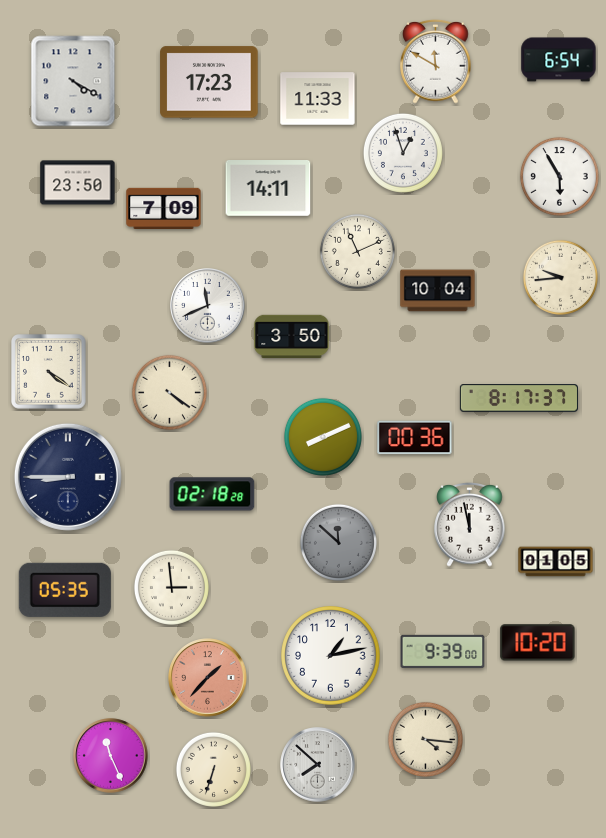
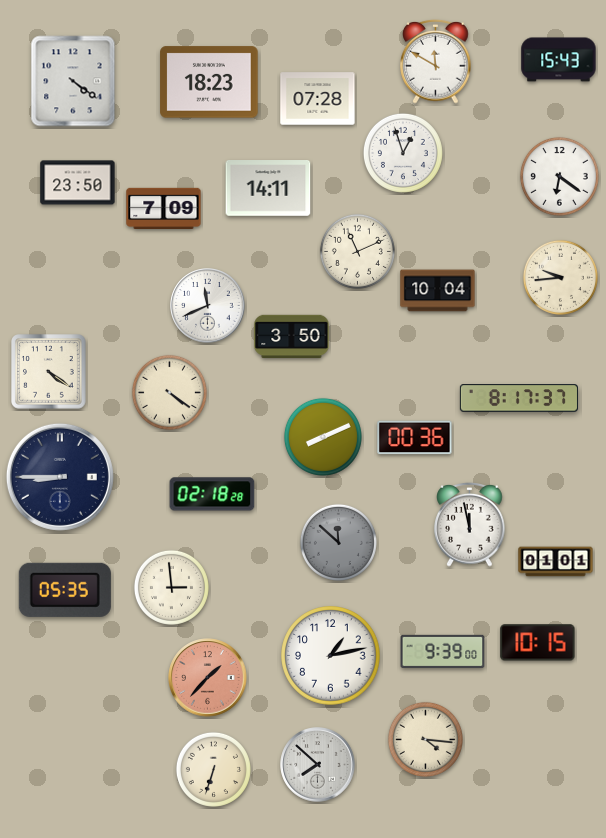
clock at (559, 60): 6:54 -> 15:43
clock at (73, 81): 4:20 -> 4:21
clock at (209, 82): 17:23 -> 18:23
clock at (318, 99): 11:33 -> 07:28
clock at (559, 176): 5:55 -> 6:21
clock at (68, 477) position: (68, 477) -> (60, 477)
clock at (556, 562): 01:05 -> 01:01
clock at (538, 643): 10:20 -> 10:15
clock at (111, 756): 11:26 -> none
